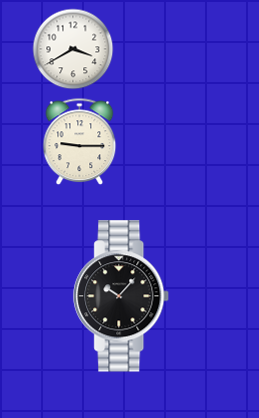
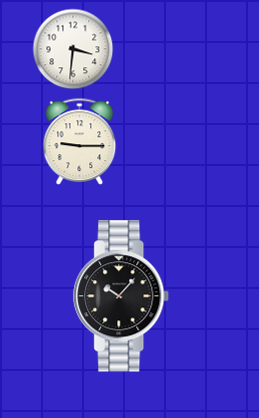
clock at (73, 49): 3:40 -> 3:31
